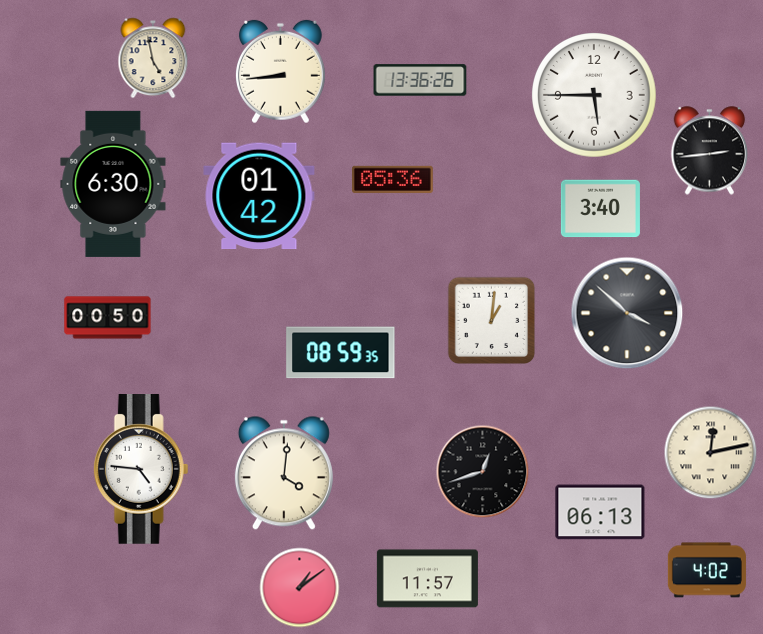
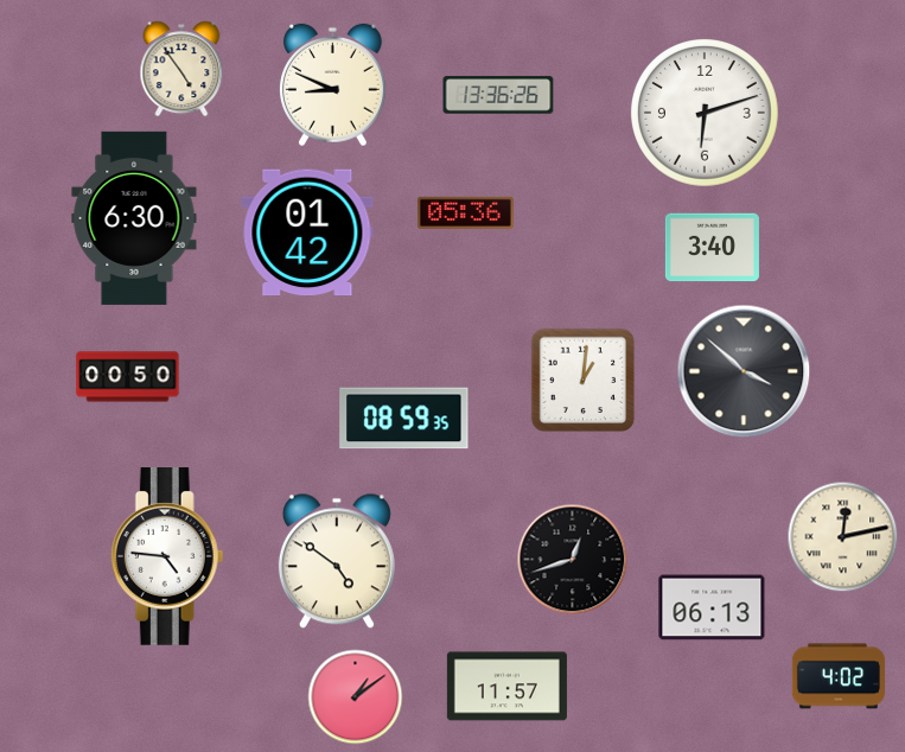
clock at (153, 58): 4:58 -> 4:54
clock at (280, 72): 8:44 -> 8:49
clock at (595, 96): 5:45 -> 6:12
clock at (710, 151): 2:44 -> none
clock at (284, 473): 4:01 -> 4:51
